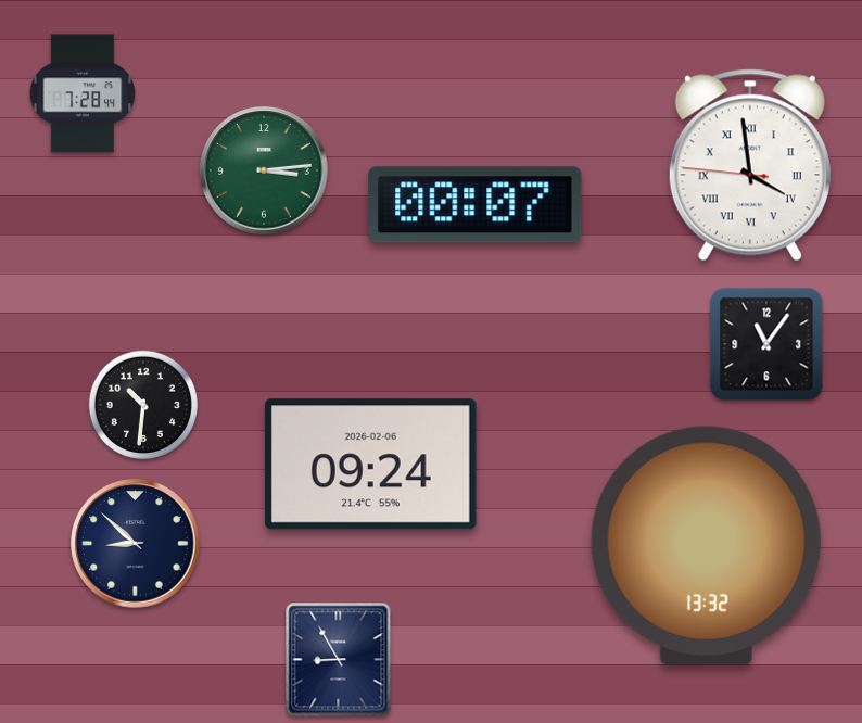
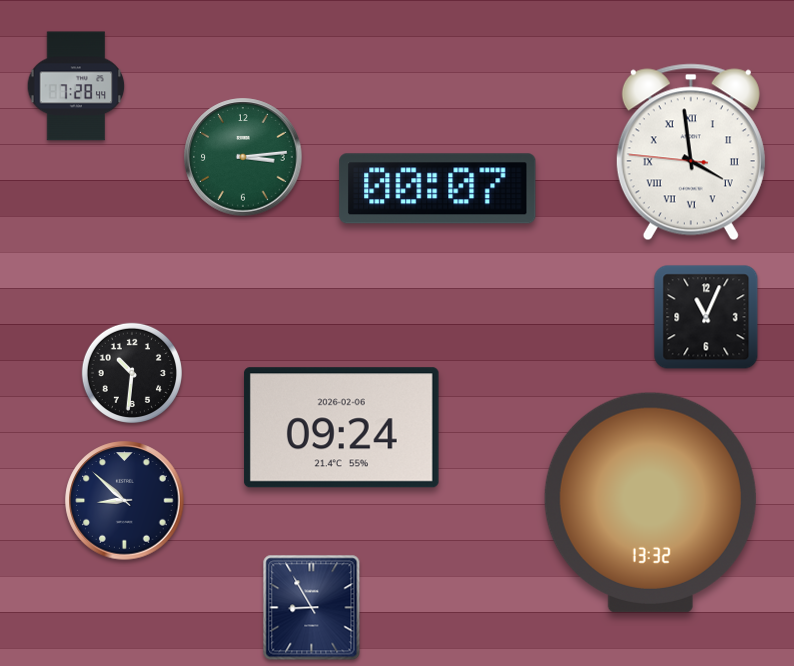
clock at (766, 344): 11:06 -> 11:04
